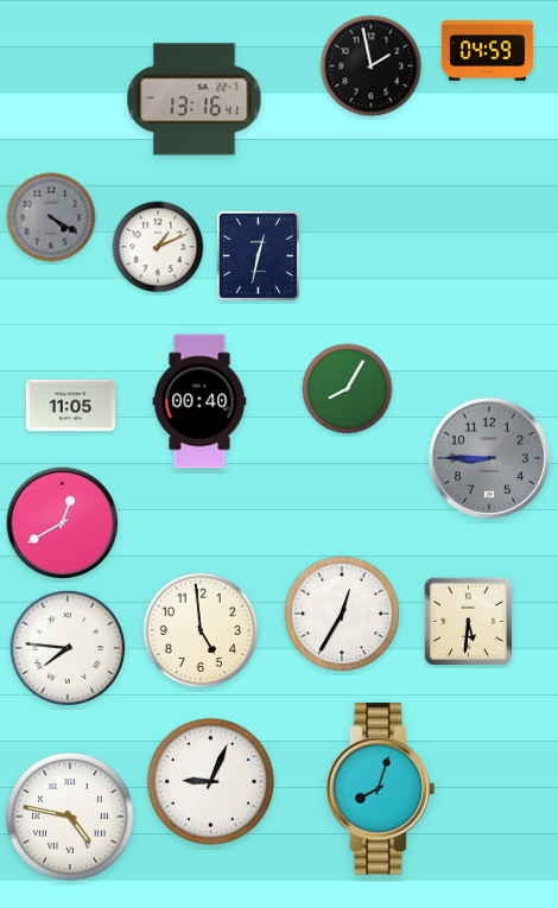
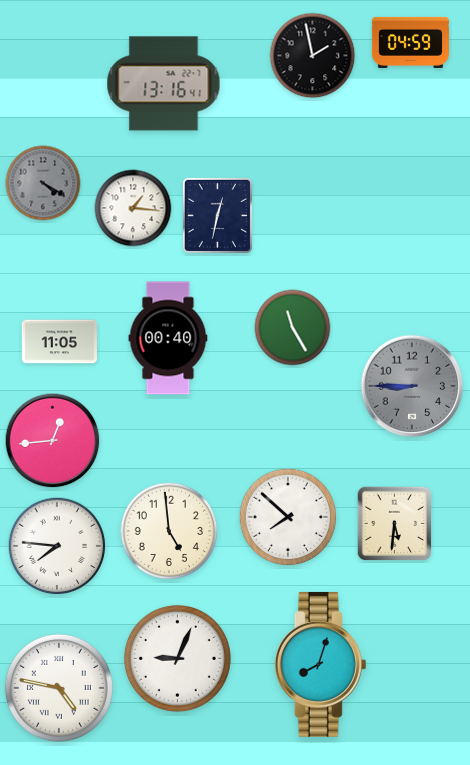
clock at (158, 247): 1:11 -> 1:16
clock at (348, 389): 8:05 -> 11:25
clock at (63, 523): 12:40 -> 12:44
clock at (342, 614): 12:35 -> 7:52
